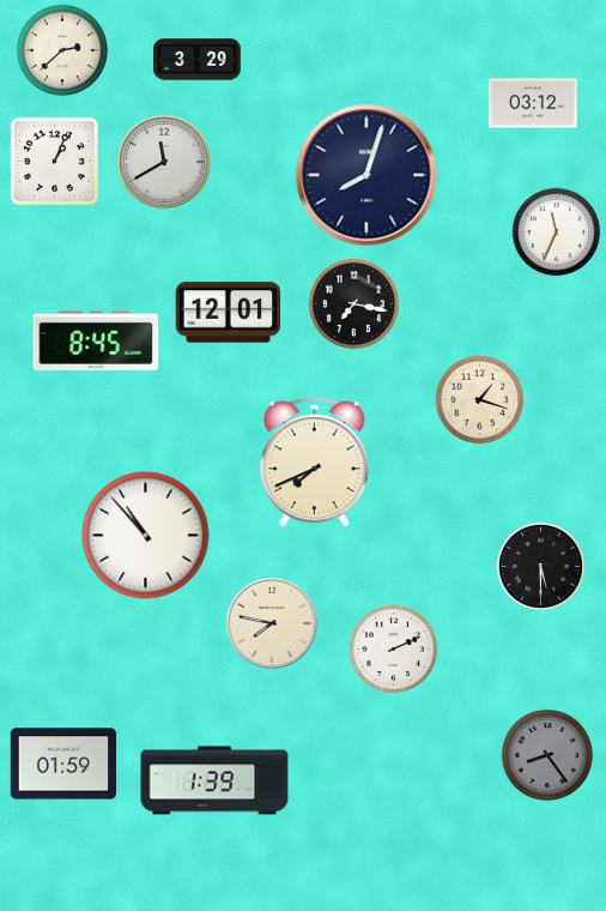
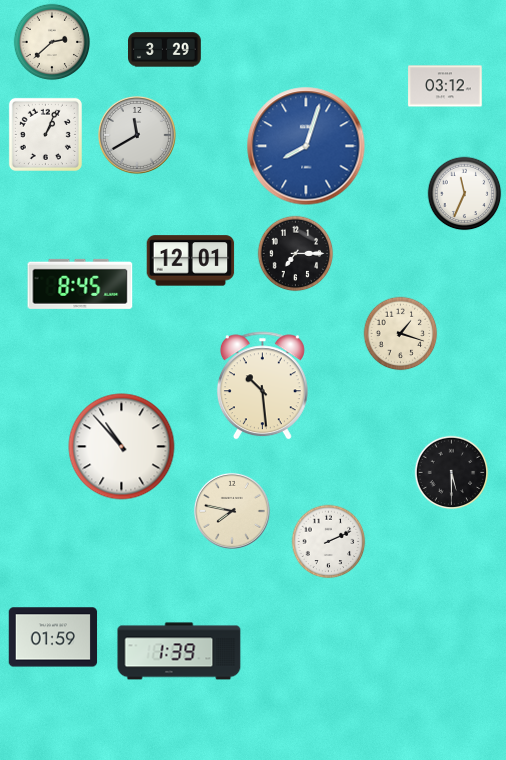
clock at (366, 175) dial: navy -> blue
clock at (354, 304): 7:17 -> 7:15
clock at (314, 463): 7:41 -> 10:29
clock at (272, 623) position: (272, 623) -> (232, 511)
clock at (547, 755): 8:24 -> none
